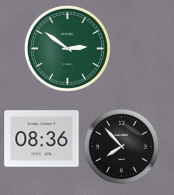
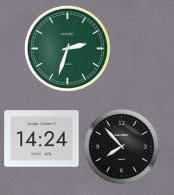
clock at (67, 48): 2:51 -> 2:33
clock at (42, 139): 08:36 -> 14:24
